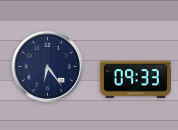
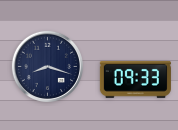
clock at (47, 66): 6:24 -> 8:18
